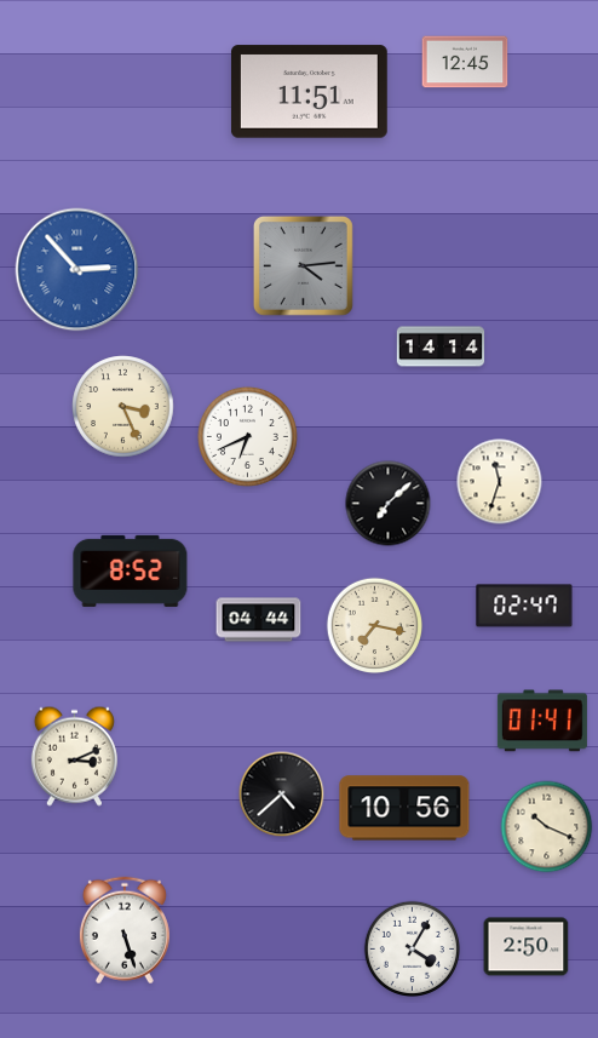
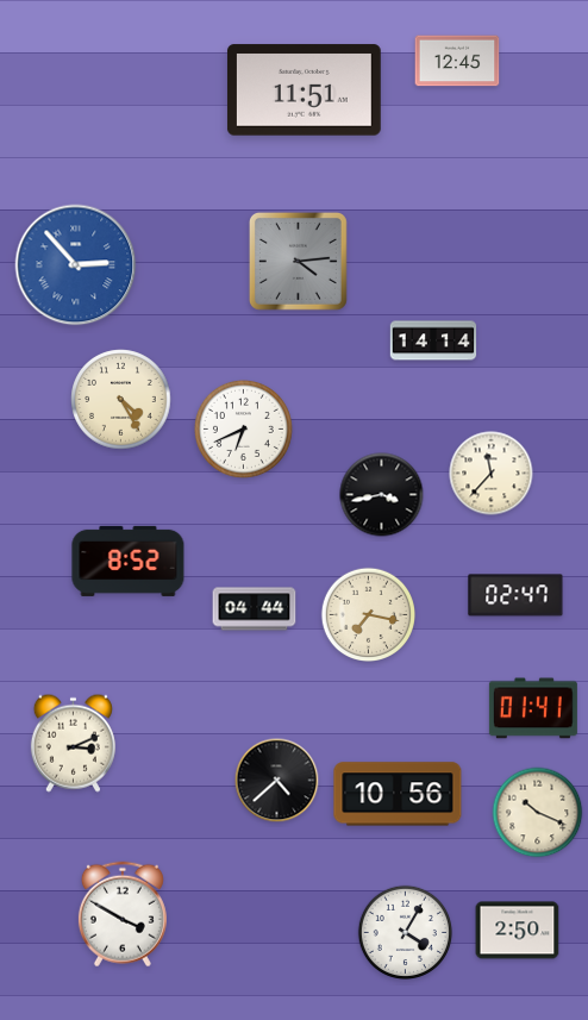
clock at (123, 407): 3:26 -> 4:25
clock at (500, 482): 11:33 -> 11:37
clock at (389, 504): 7:08 -> 3:43
clock at (125, 930): 5:27 -> 3:50
